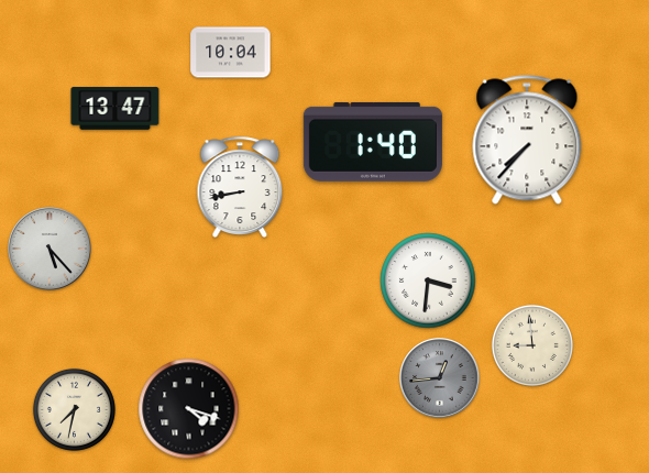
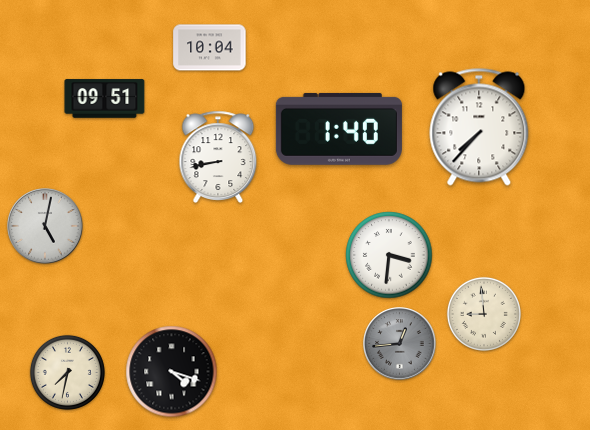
clock at (116, 109): 13:47 -> 09:51
clock at (240, 187) position: (240, 187) -> (218, 157)
clock at (50, 249): 5:23 -> 5:02
